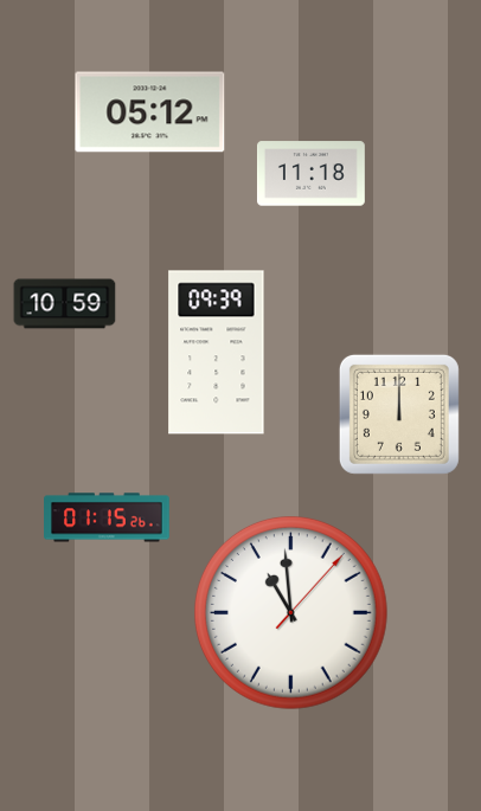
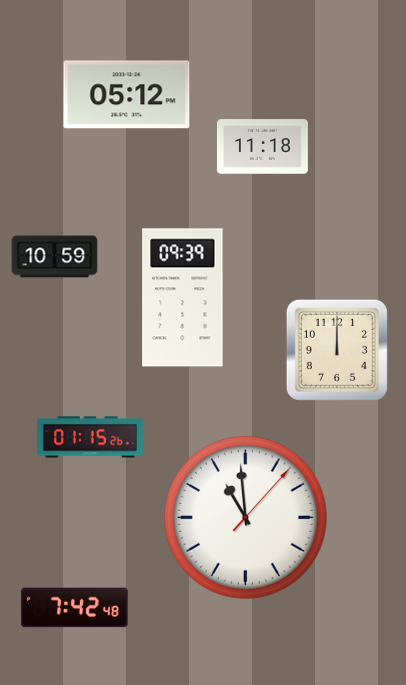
clock at (75, 608): none -> 7:42
